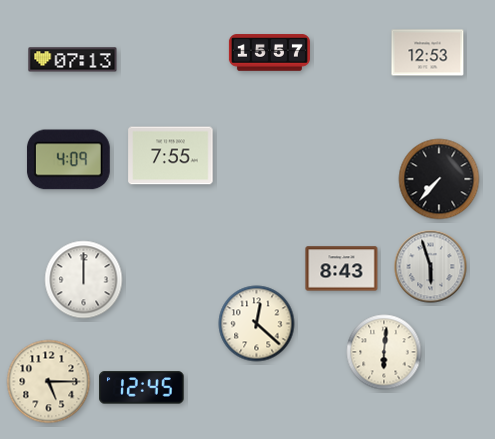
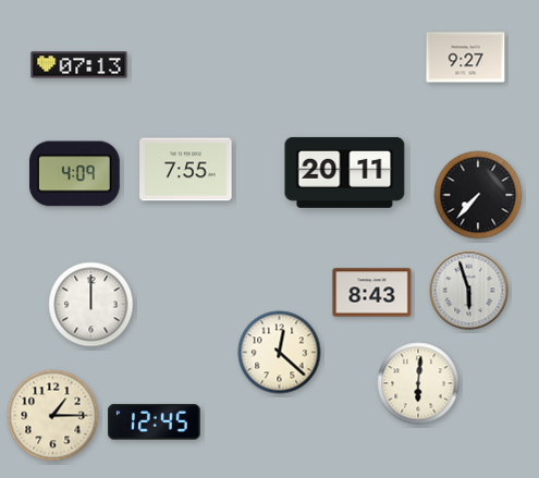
clock at (269, 53): 15:57 -> none
clock at (428, 53): 12:53 -> 9:27
clock at (345, 172): none -> 20:11
clock at (49, 382): 5:15 -> 1:15
